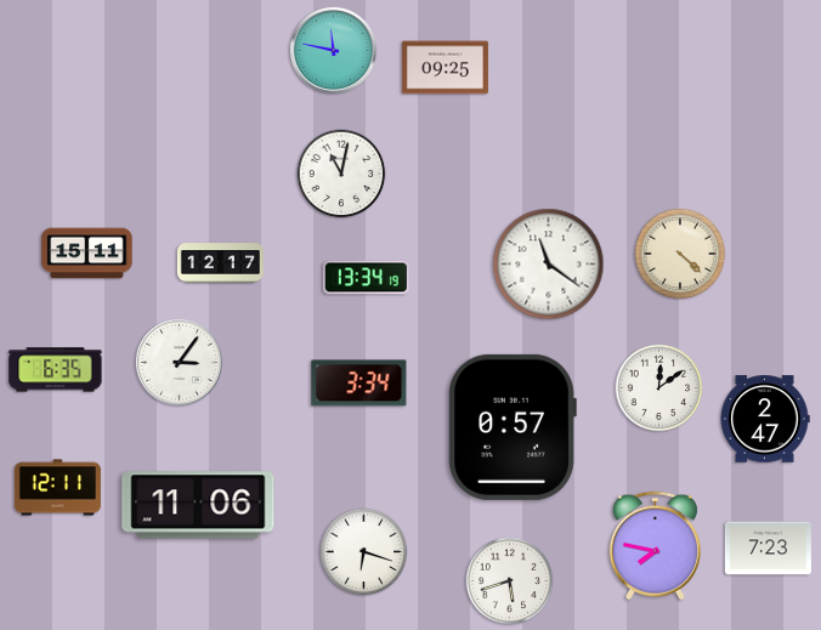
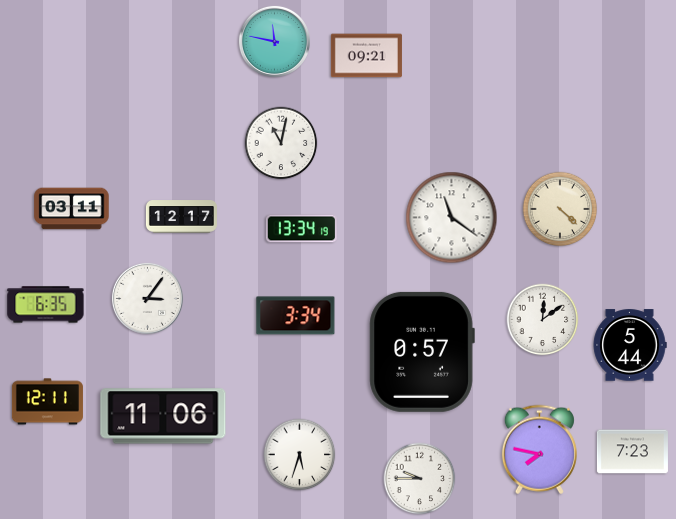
clock at (445, 68): 09:25 -> 09:21
clock at (87, 254): 15:11 -> 03:11
clock at (765, 419): 2:47 -> 5:44
clock at (364, 552): 6:18 -> 5:33
clock at (510, 581): 5:42 -> 9:45
